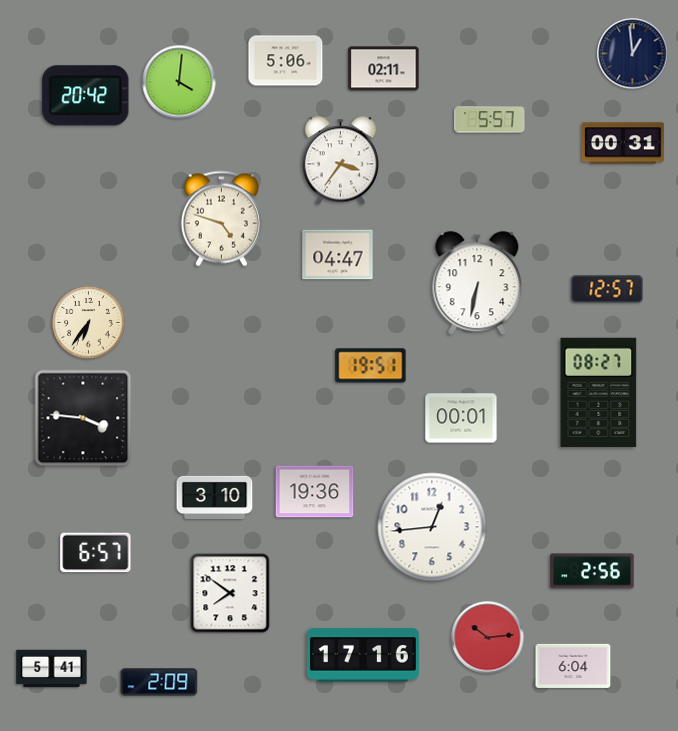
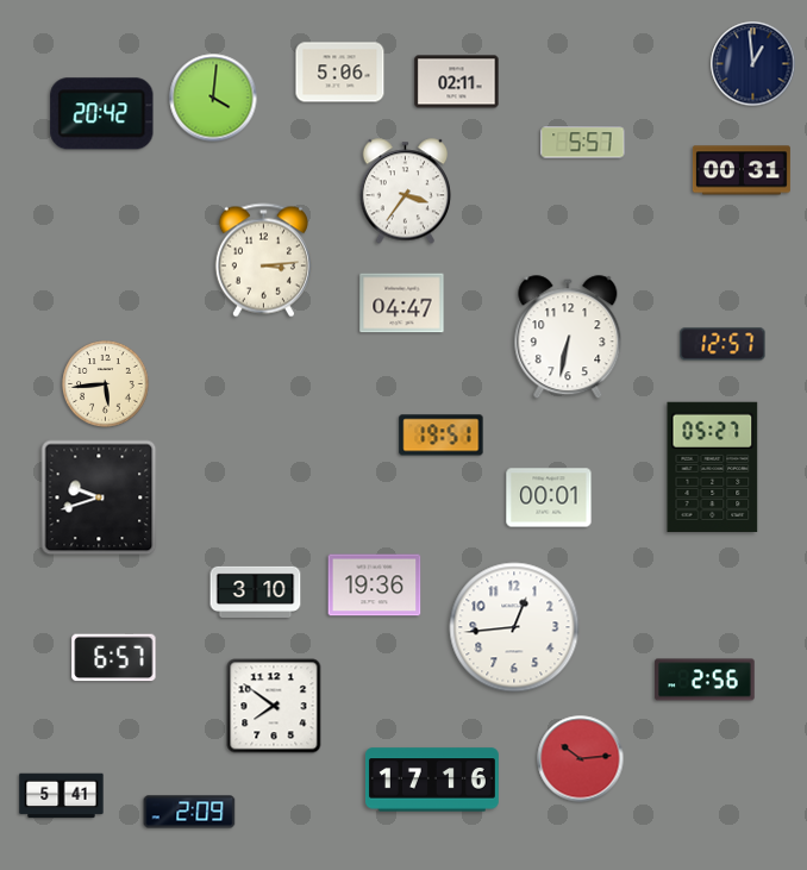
clock at (221, 219): 4:48 -> 3:14
clock at (89, 323): 6:36 -> 5:44
clock at (599, 392): 08:27 -> 05:27
clock at (83, 418): 3:46 -> 9:42
clock at (573, 666): 6:04 -> none
